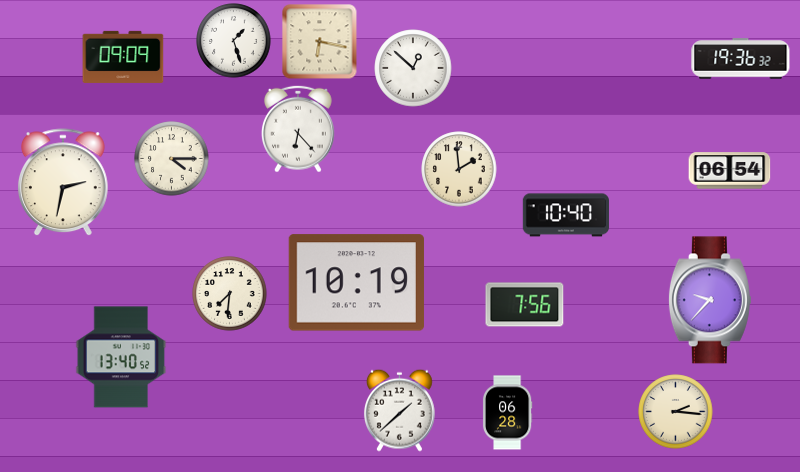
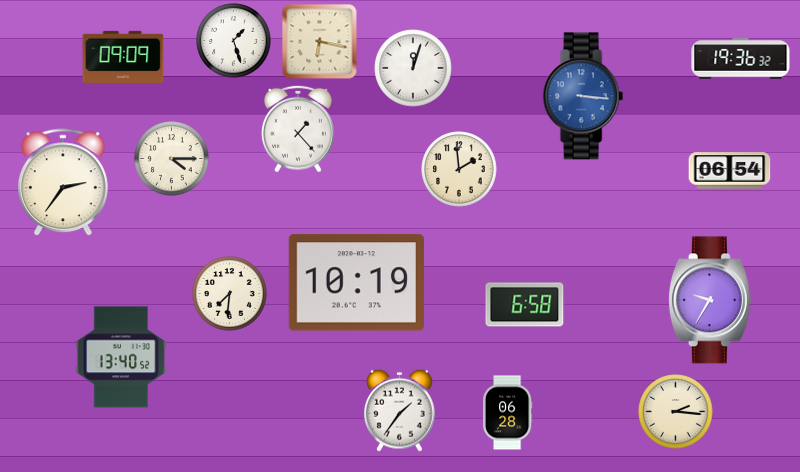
clock at (413, 68): 12:52 -> 12:03
clock at (583, 96): none -> 3:16
clock at (299, 129): 6:23 -> 1:23
clock at (63, 183): 2:32 -> 2:36
clock at (566, 215): 10:40 -> none
clock at (710, 300): 9:37 -> 9:35
clock at (525, 305): 7:56 -> 6:58
clock at (399, 410): 1:38 -> 1:36
